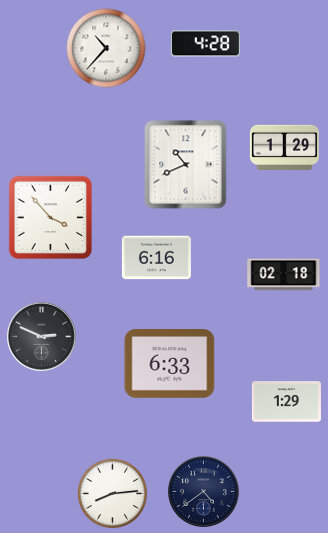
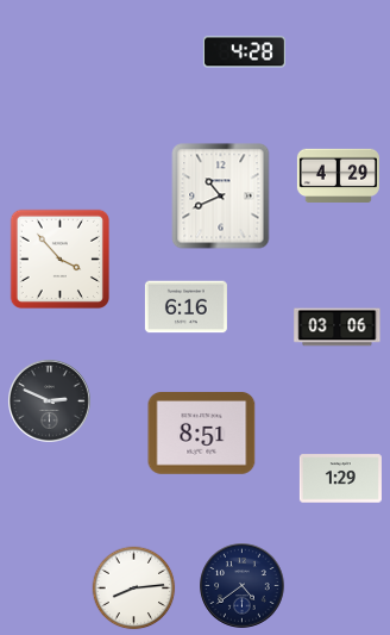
clock at (106, 48): 10:37 -> none
clock at (284, 148): 1:29 -> 4:29
clock at (284, 275): 02:18 -> 03:06
clock at (170, 364): 6:33 -> 8:51
